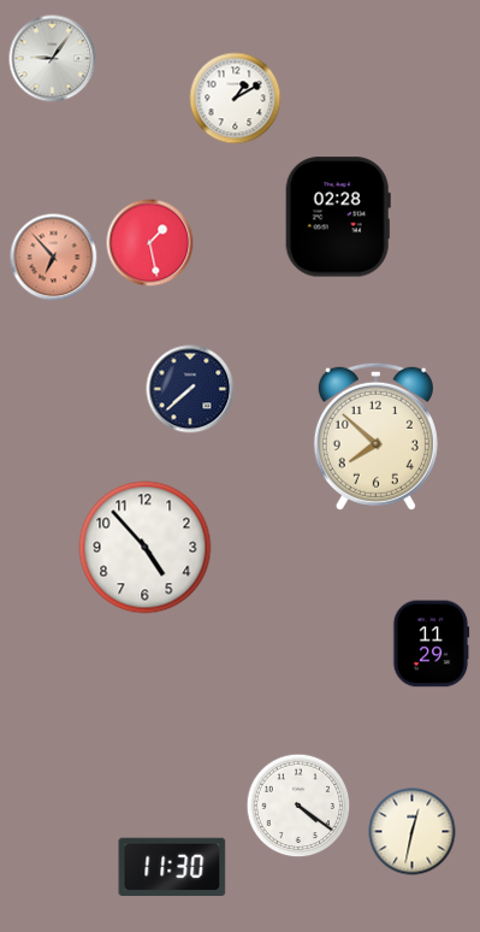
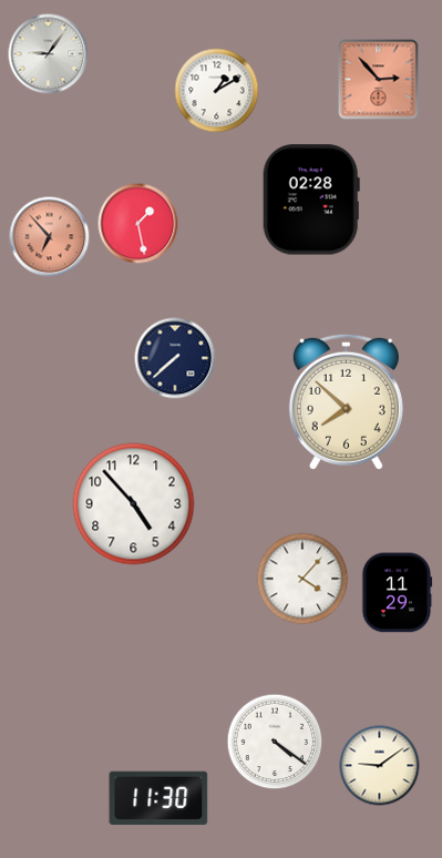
clock at (379, 80): none -> 2:53
clock at (302, 579): none -> 4:07
clock at (413, 832): 12:32 -> 9:09
